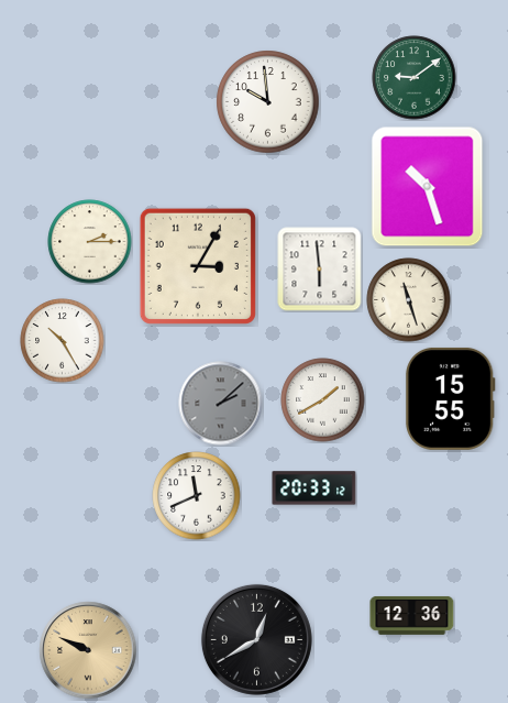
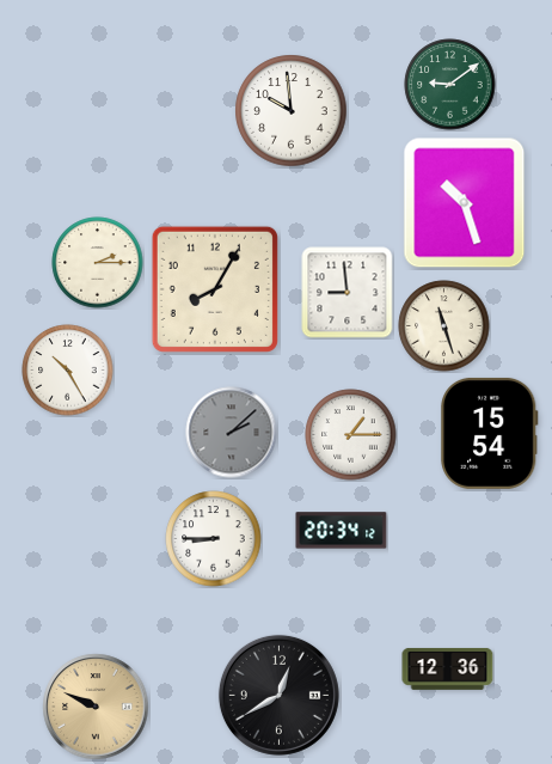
clock at (198, 266): 3:05 -> 8:05
clock at (320, 270): 5:59 -> 8:59
clock at (451, 398): 15:55 -> 15:54
clock at (323, 400): 1:40 -> 1:15
clock at (221, 404) position: (221, 404) -> (232, 433)
clock at (314, 488): 20:33 -> 20:34
clock at (197, 496): 11:41 -> 8:45
